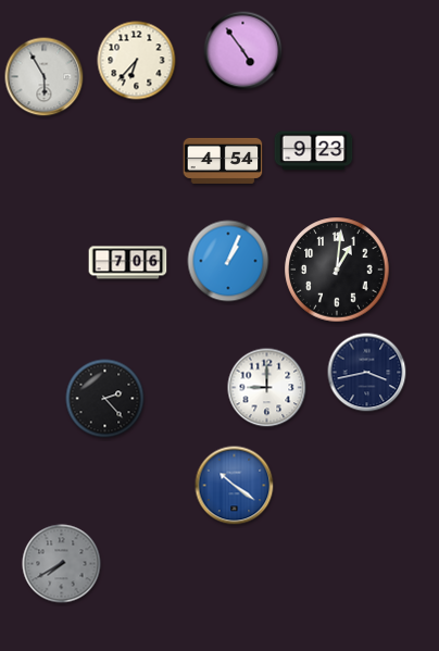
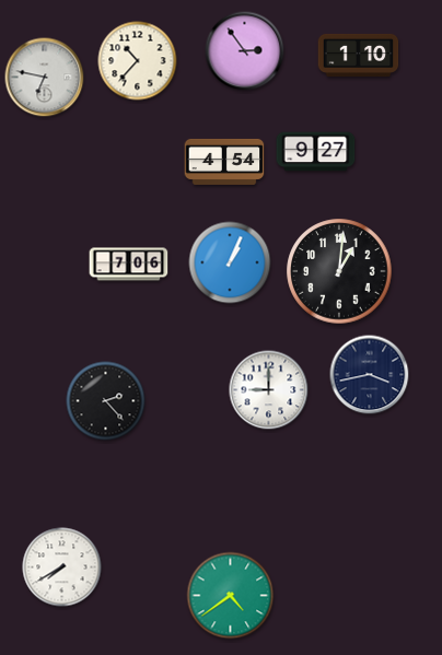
clock at (243, 51): 4:54 -> 2:54
clock at (359, 55): none -> 1:10
clock at (137, 61): 6:37 -> 10:37
clock at (45, 77): 5:55 -> 6:47
clock at (314, 151): 9:23 -> 9:27
clock at (235, 486): 10:21 -> none
clock at (62, 564) dial: grey -> white
clock at (231, 596): none -> 4:39
